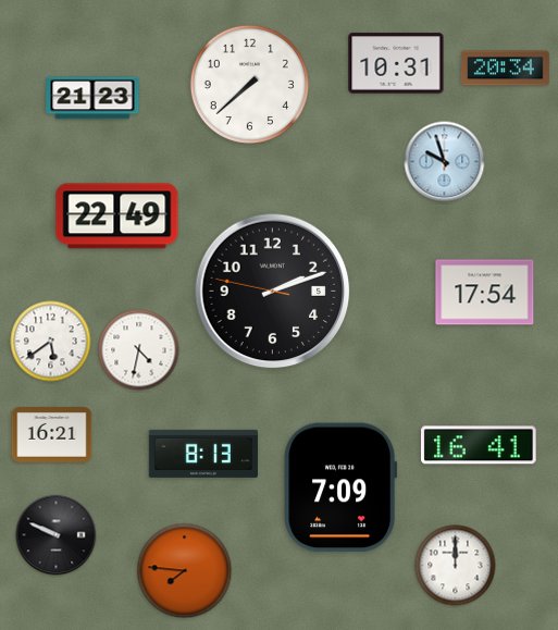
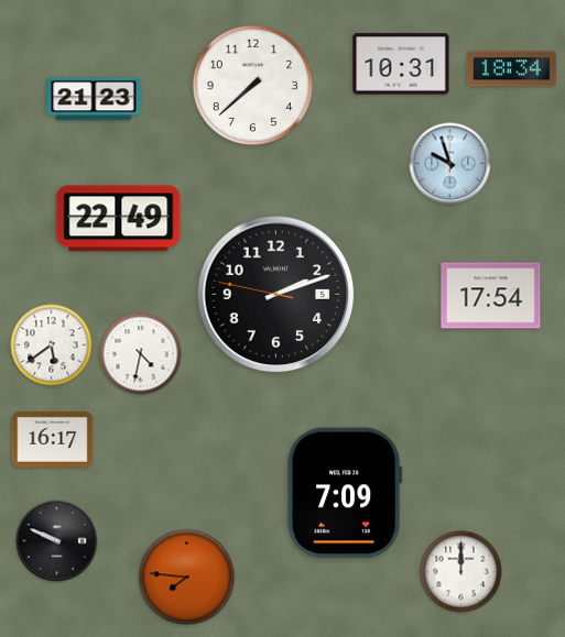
clock at (505, 69): 20:34 -> 18:34
clock at (52, 435): 16:21 -> 16:17
clock at (480, 445): 16:41 -> none
clock at (203, 454): 8:13 -> none
